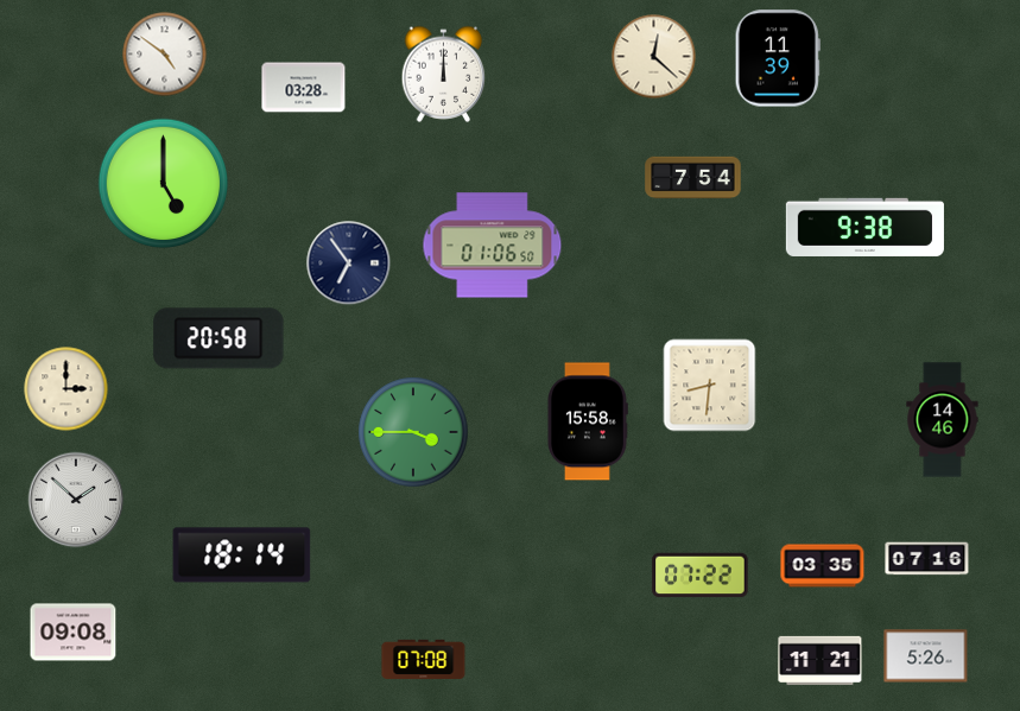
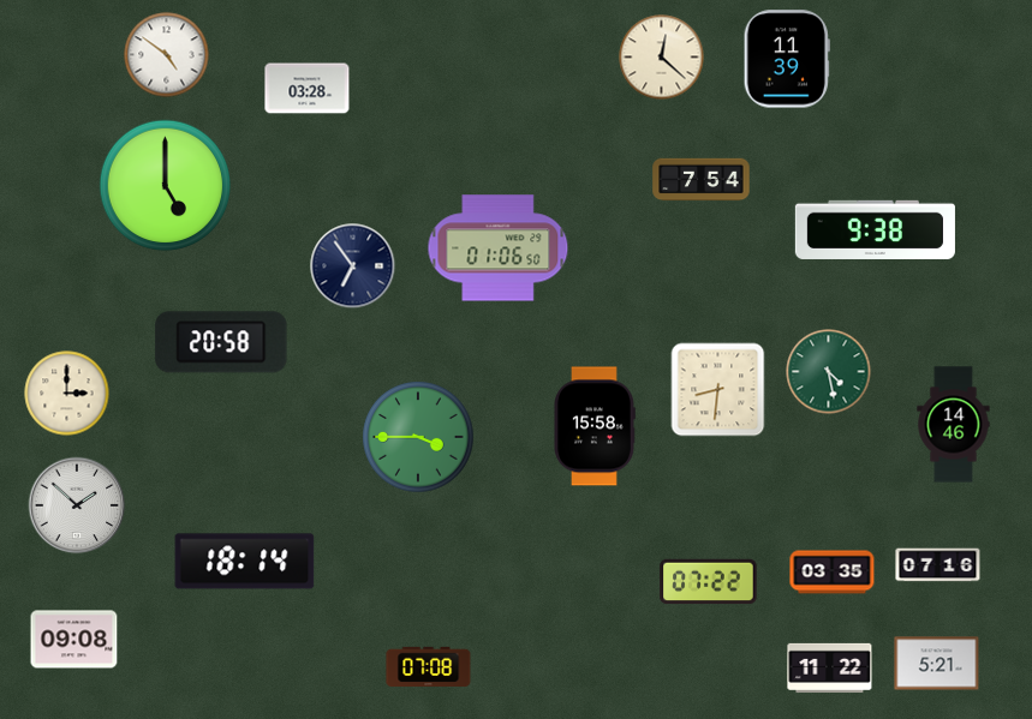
clock at (444, 74): 12:00 -> none
clock at (829, 372): none -> 4:28
clock at (926, 656): 5:26 -> 5:21
clock at (821, 660): 11:21 -> 11:22
